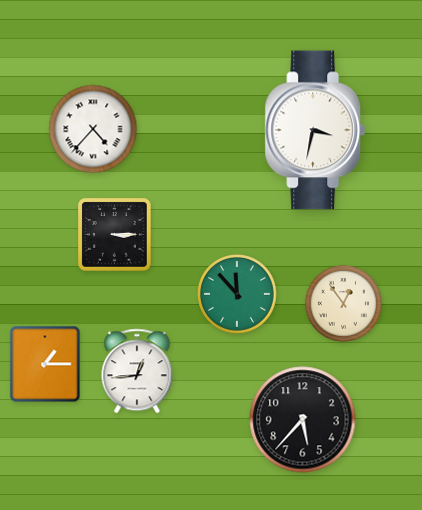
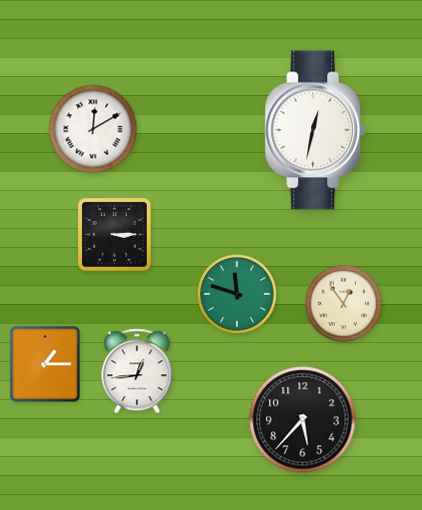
clock at (93, 129): 4:37 -> 12:10
clock at (315, 130): 3:32 -> 12:32
clock at (237, 294): 11:53 -> 11:48
